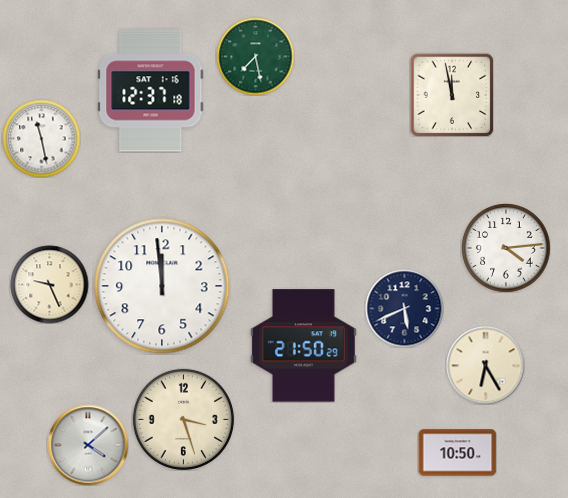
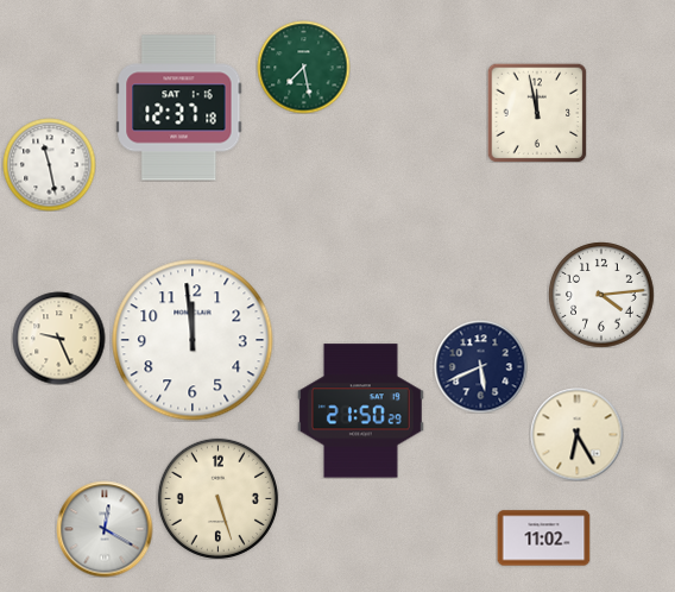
clock at (183, 419): 3:27 -> 5:27
clock at (88, 445): 4:08 -> 12:20
clock at (457, 453): 10:50 -> 11:02
